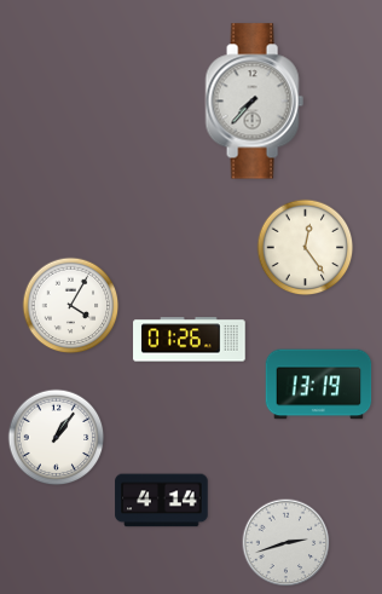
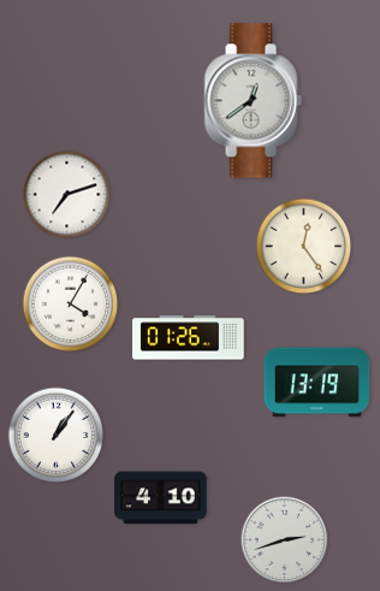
clock at (254, 102): 7:37 -> 12:39
clock at (67, 195): none -> 7:12
clock at (162, 501): 4:14 -> 4:10
